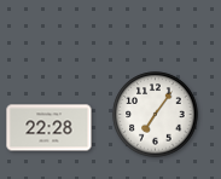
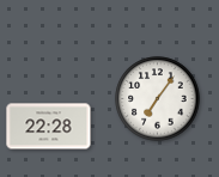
clock at (156, 115) position: (156, 115) -> (158, 99)
